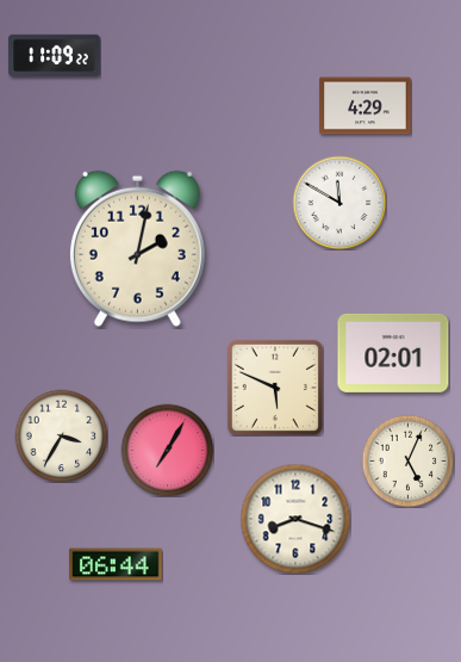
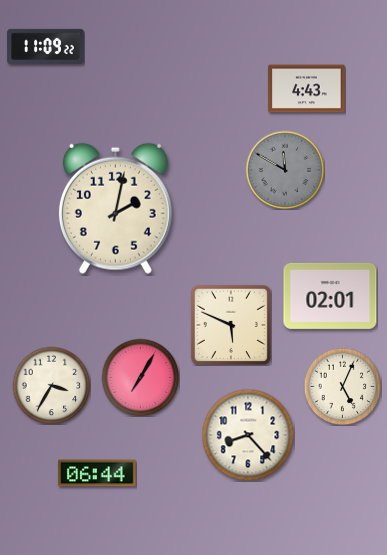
clock at (366, 106): 4:29 -> 4:43
clock at (339, 203) dial: white -> grey
clock at (61, 435) position: (61, 435) -> (51, 385)
clock at (295, 519): 8:18 -> 8:23
